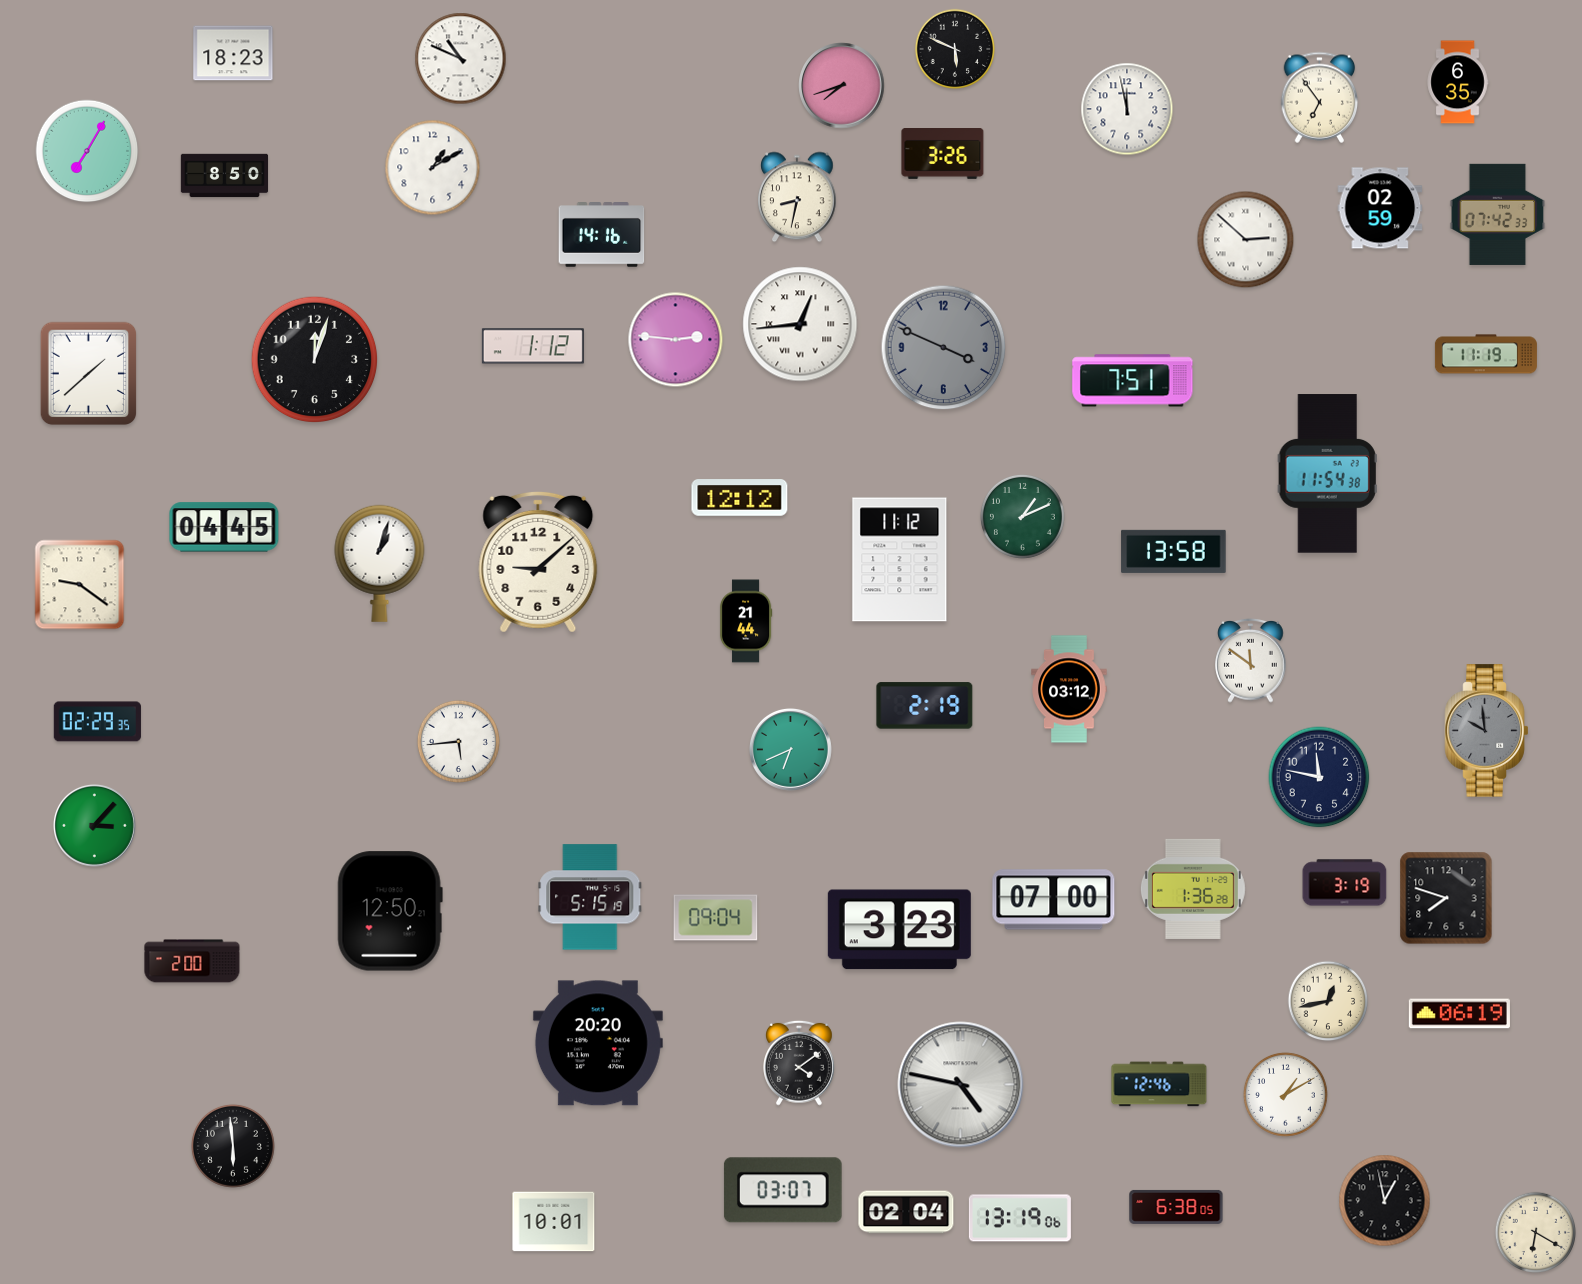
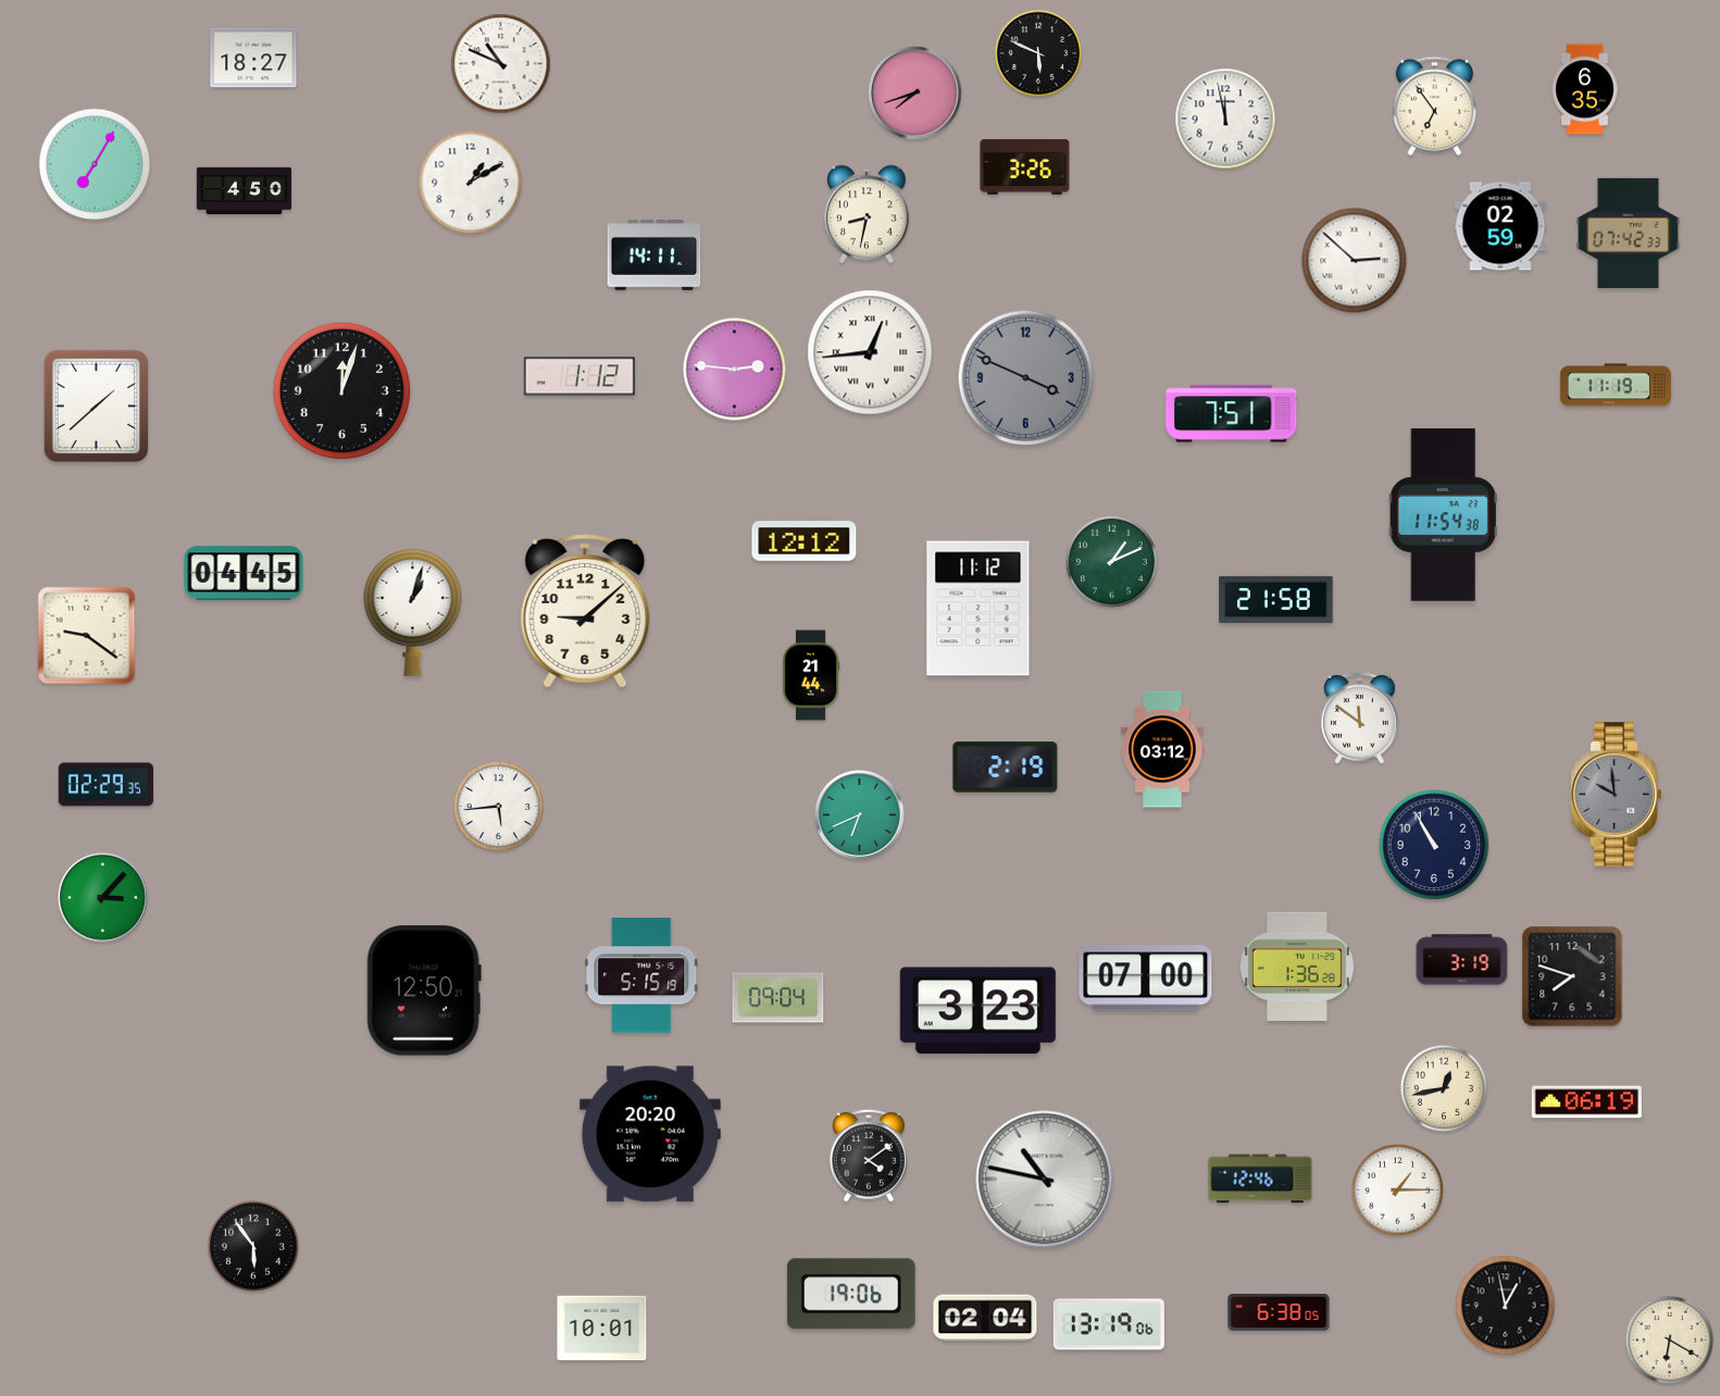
clock at (233, 53): 18:23 -> 18:27
clock at (225, 176): 8:50 -> 4:50
clock at (602, 235): 14:16 -> 14:11
clock at (1174, 551): 13:58 -> 21:58
clock at (1319, 777): 11:47 -> 10:55
clock at (192, 961): 2:00 -> none
clock at (961, 1085): 4:47 -> 10:47
clock at (1285, 1094): 1:10 -> 1:15
clock at (233, 1146): 5:59 -> 5:54
clock at (783, 1190): 03:07 -> 19:06
